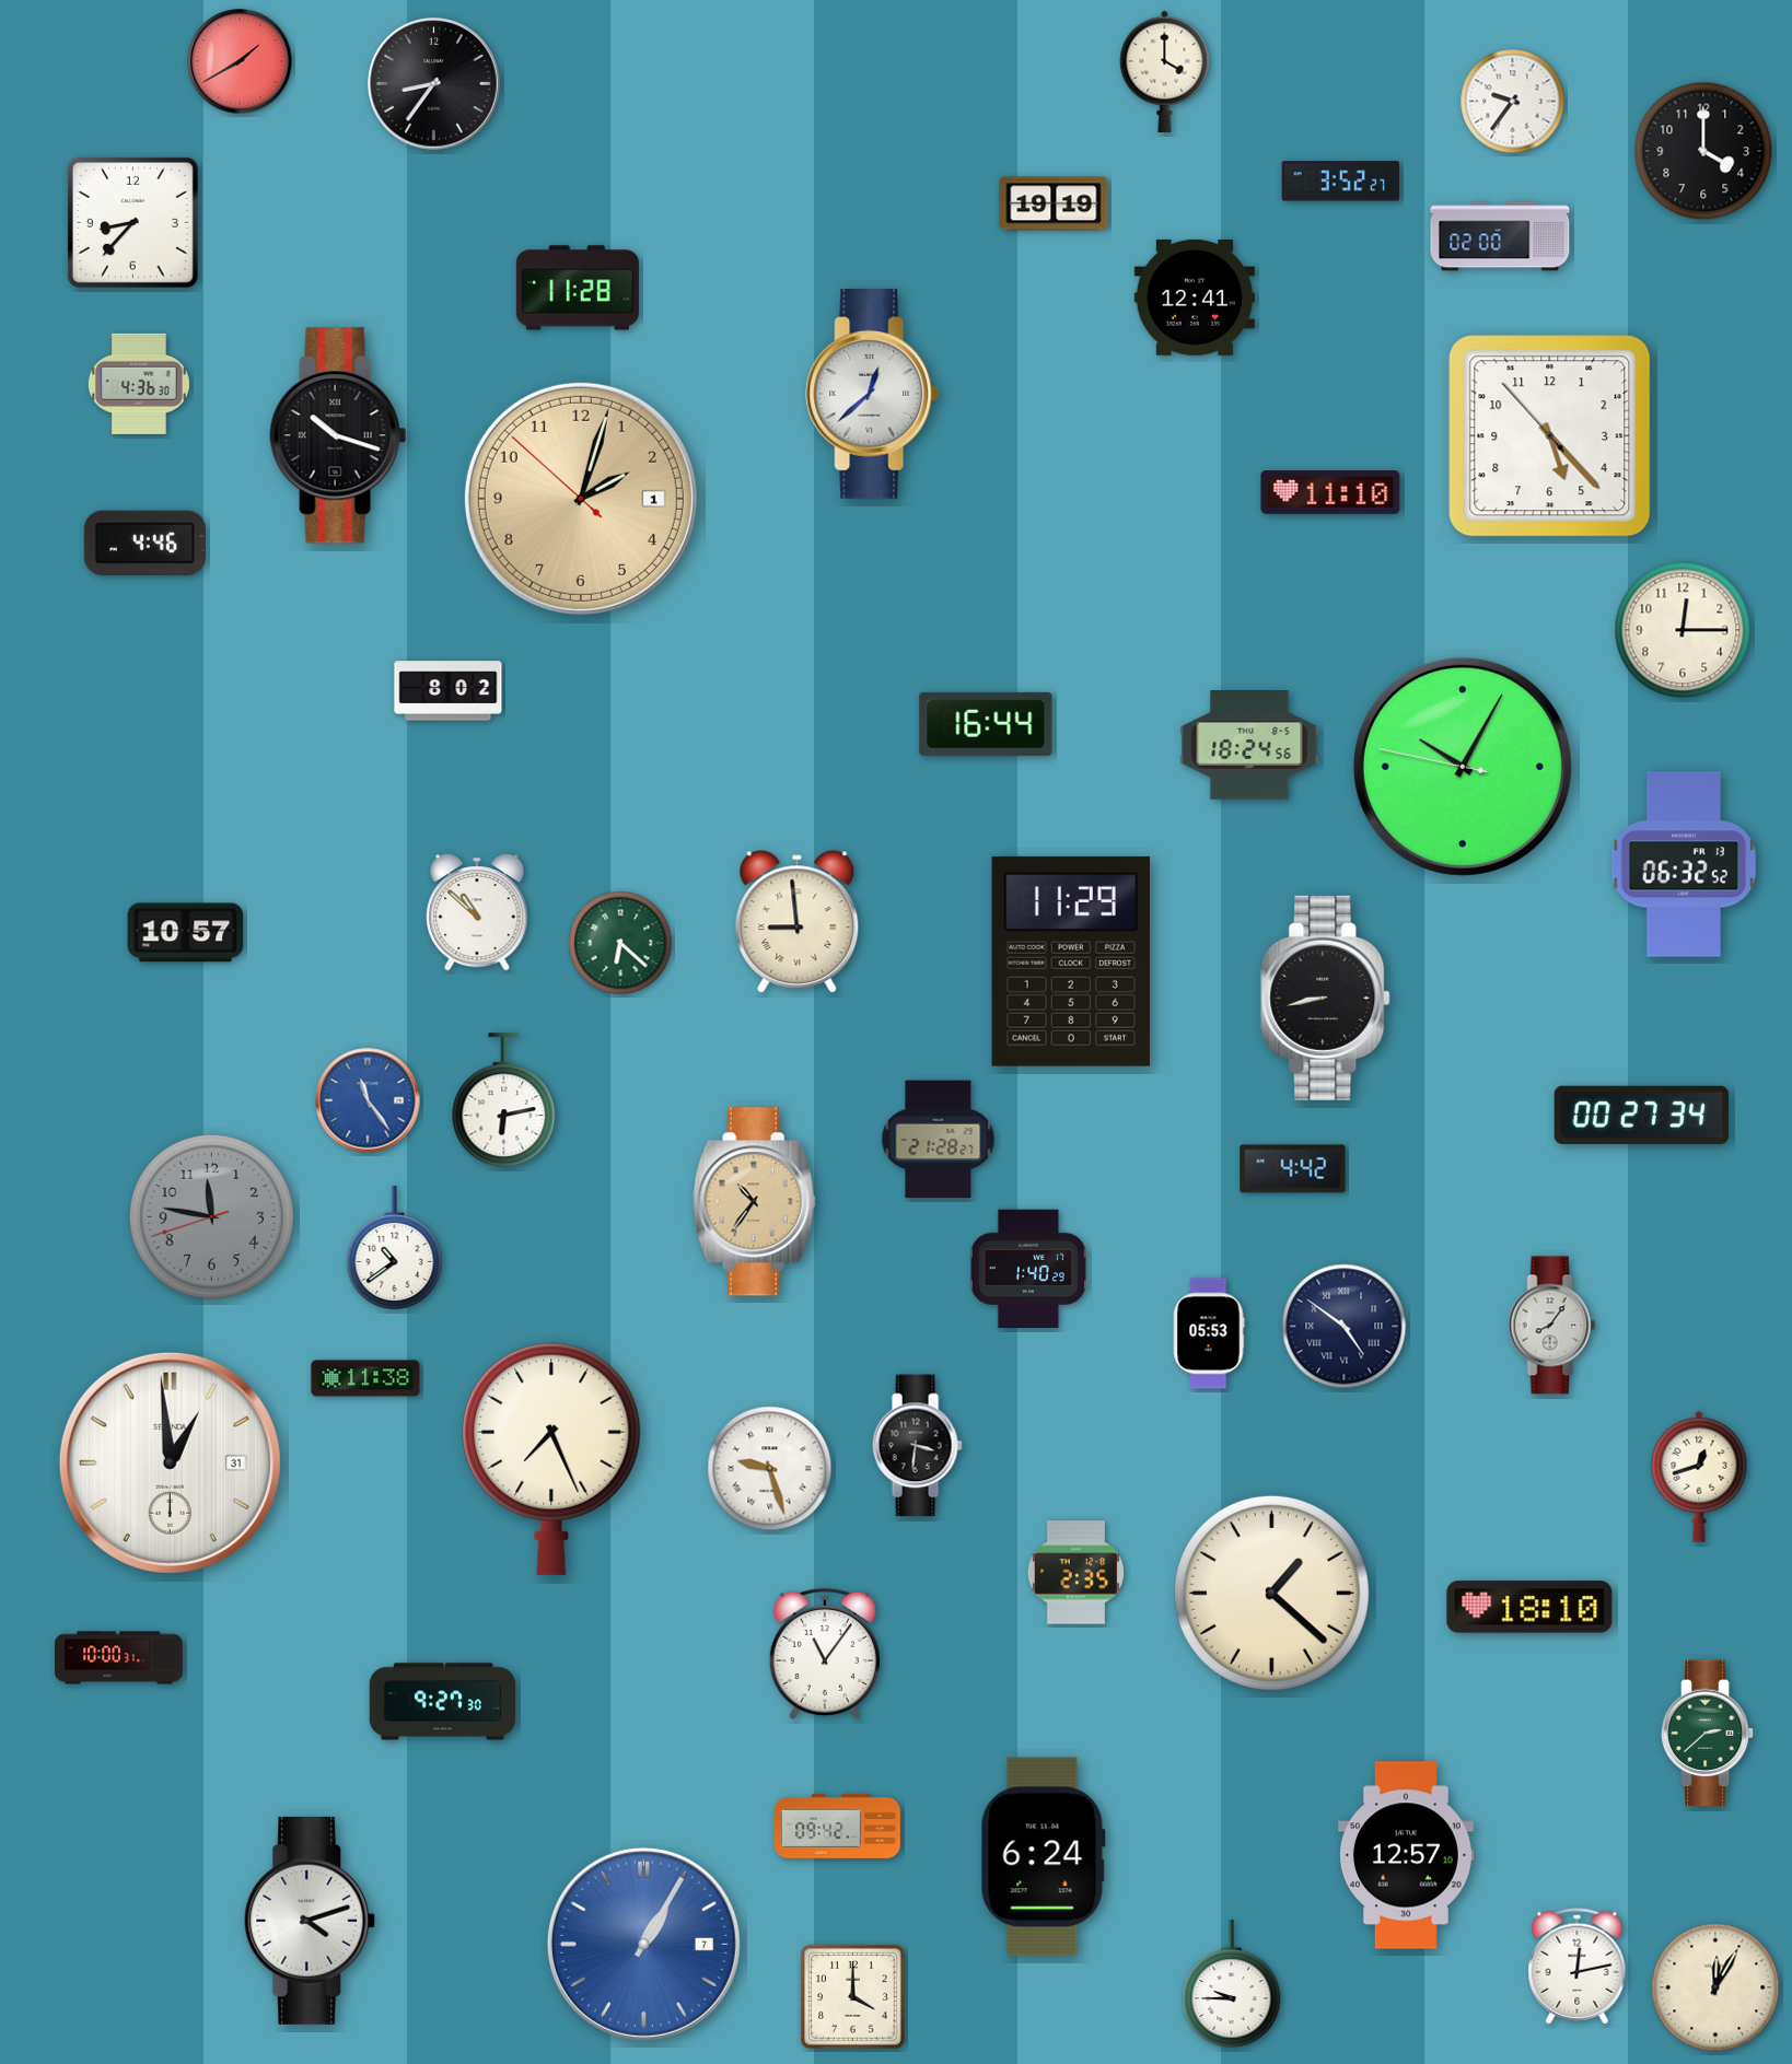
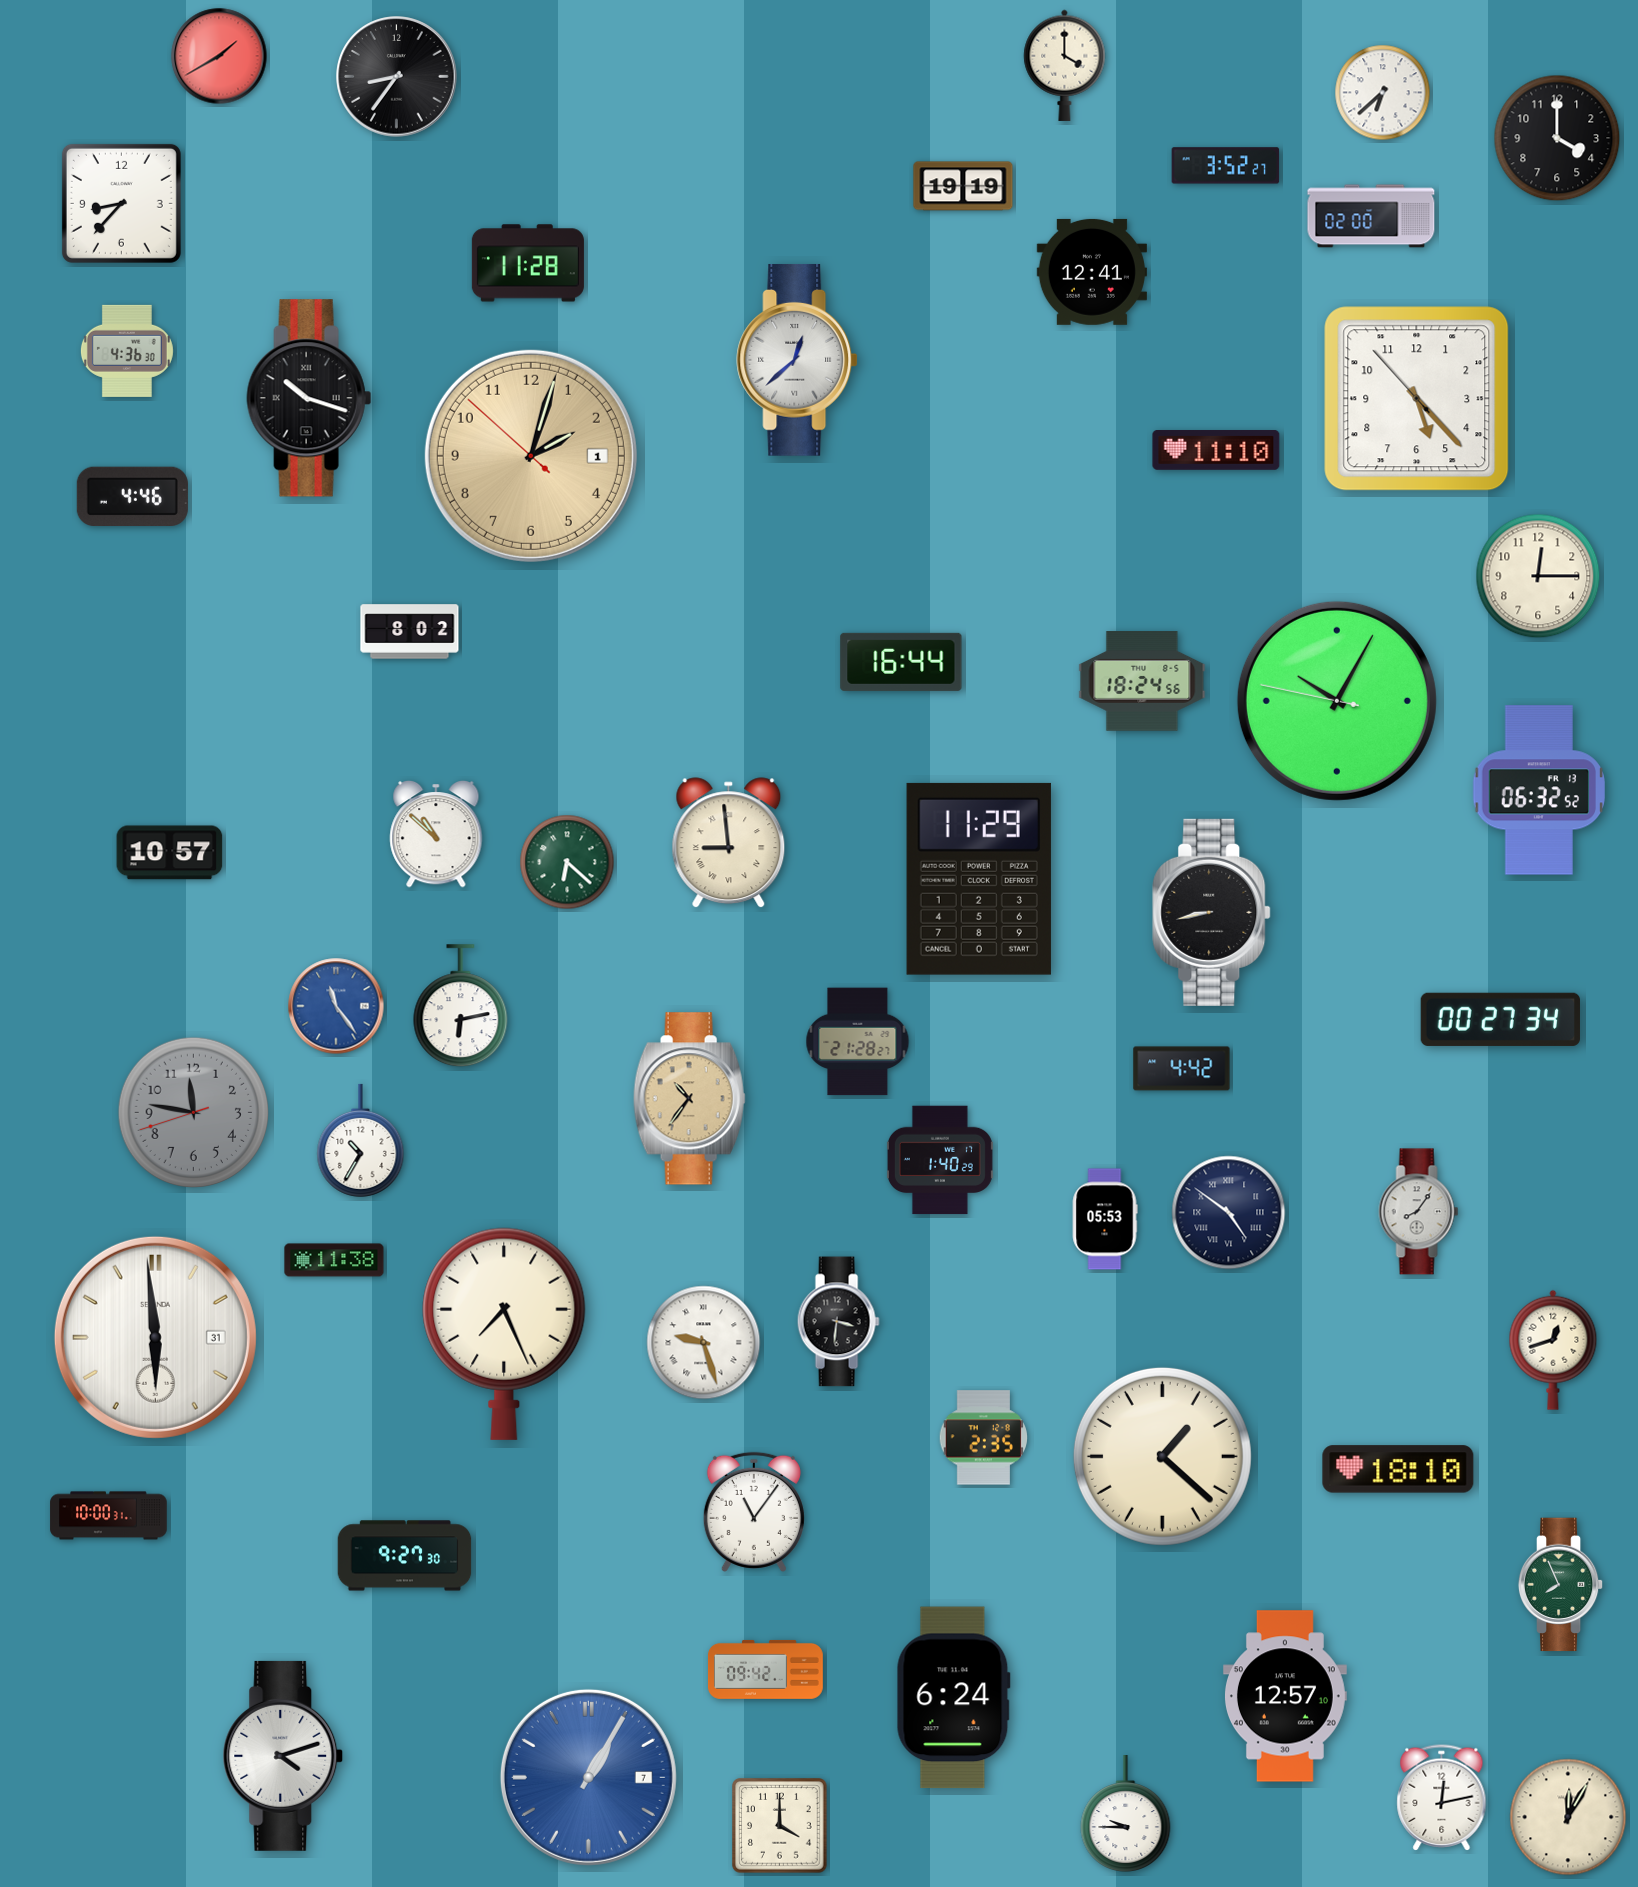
clock at (1513, 102): 9:36 -> 6:38
clock at (395, 1247): 10:39 -> 10:35
clock at (170, 1462): 12:59 -> 5:59
clock at (1708, 1734): 2:38 -> 7:56
